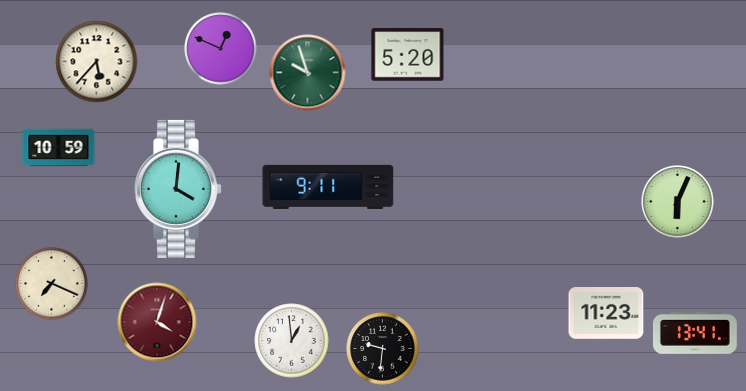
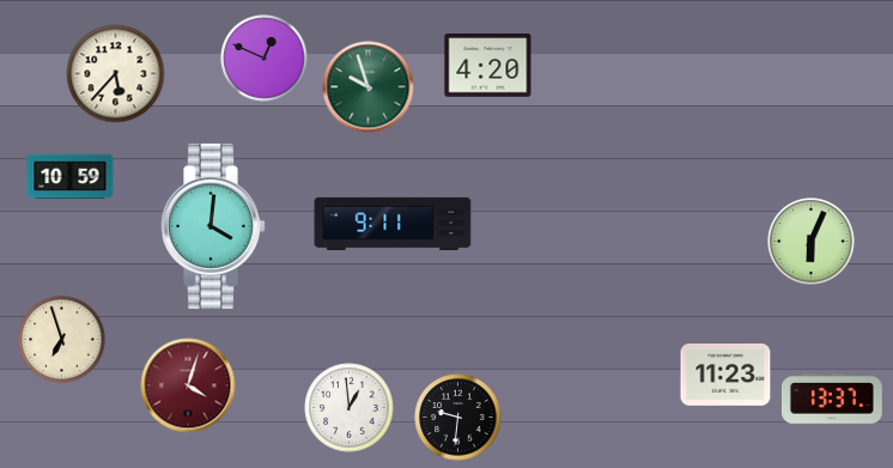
clock at (408, 55): 5:20 -> 4:20
clock at (52, 284): 7:19 -> 6:57
clock at (695, 334): 13:41 -> 13:37
